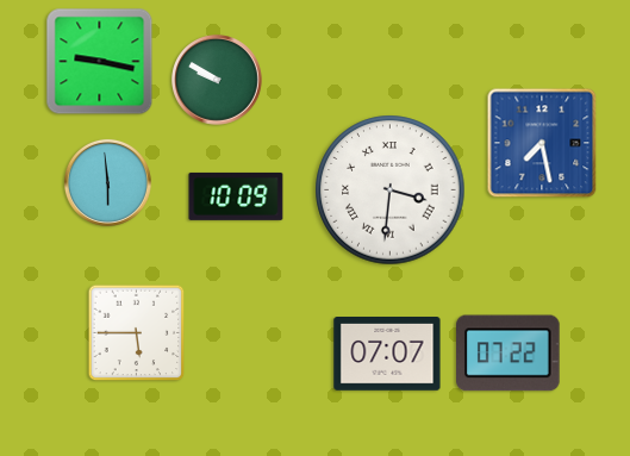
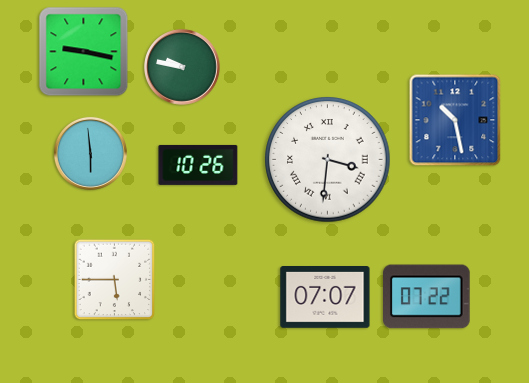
clock at (218, 81): 9:50 -> 9:47
clock at (542, 143): 7:28 -> 10:28
clock at (236, 196): 10:09 -> 10:26
